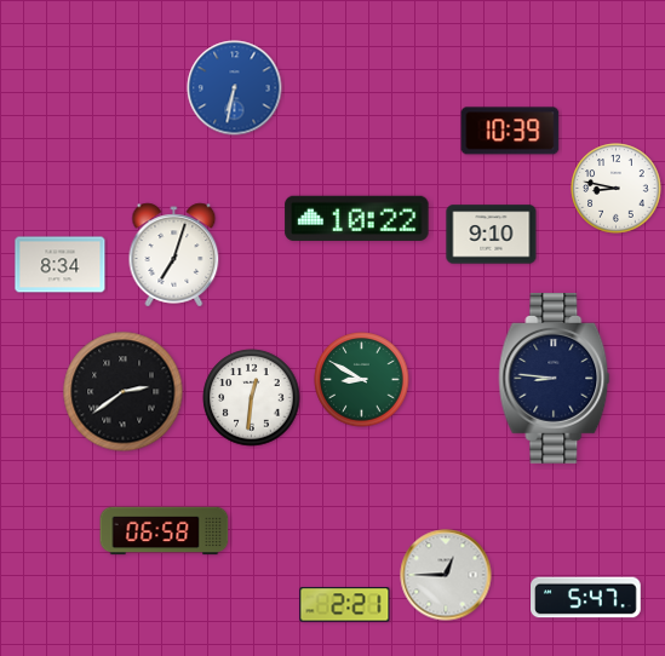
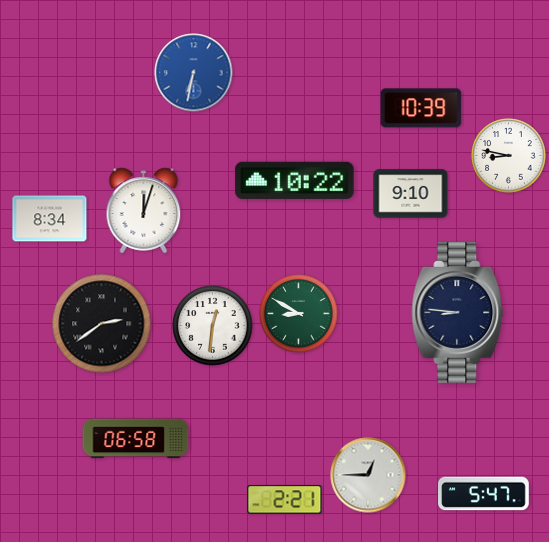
clock at (492, 235) position: (492, 235) -> (411, 194)
clock at (174, 255): 7:03 -> 12:03
clock at (252, 398) position: (252, 398) -> (213, 326)
